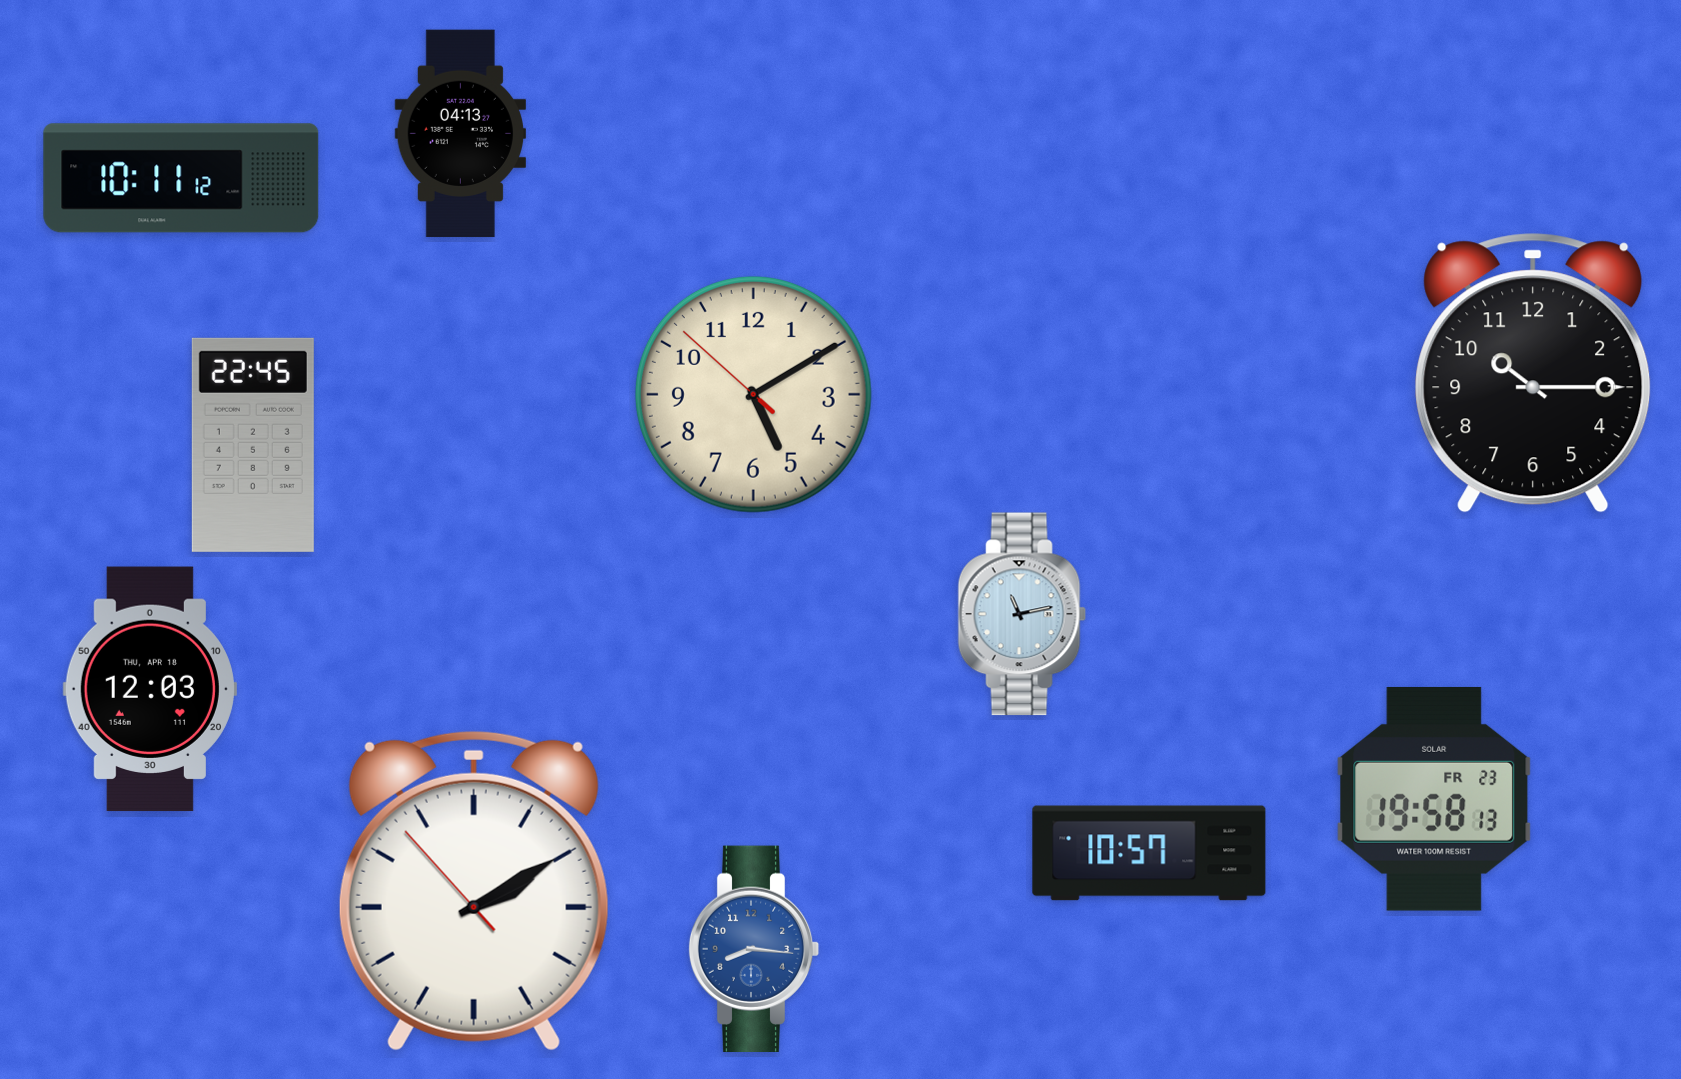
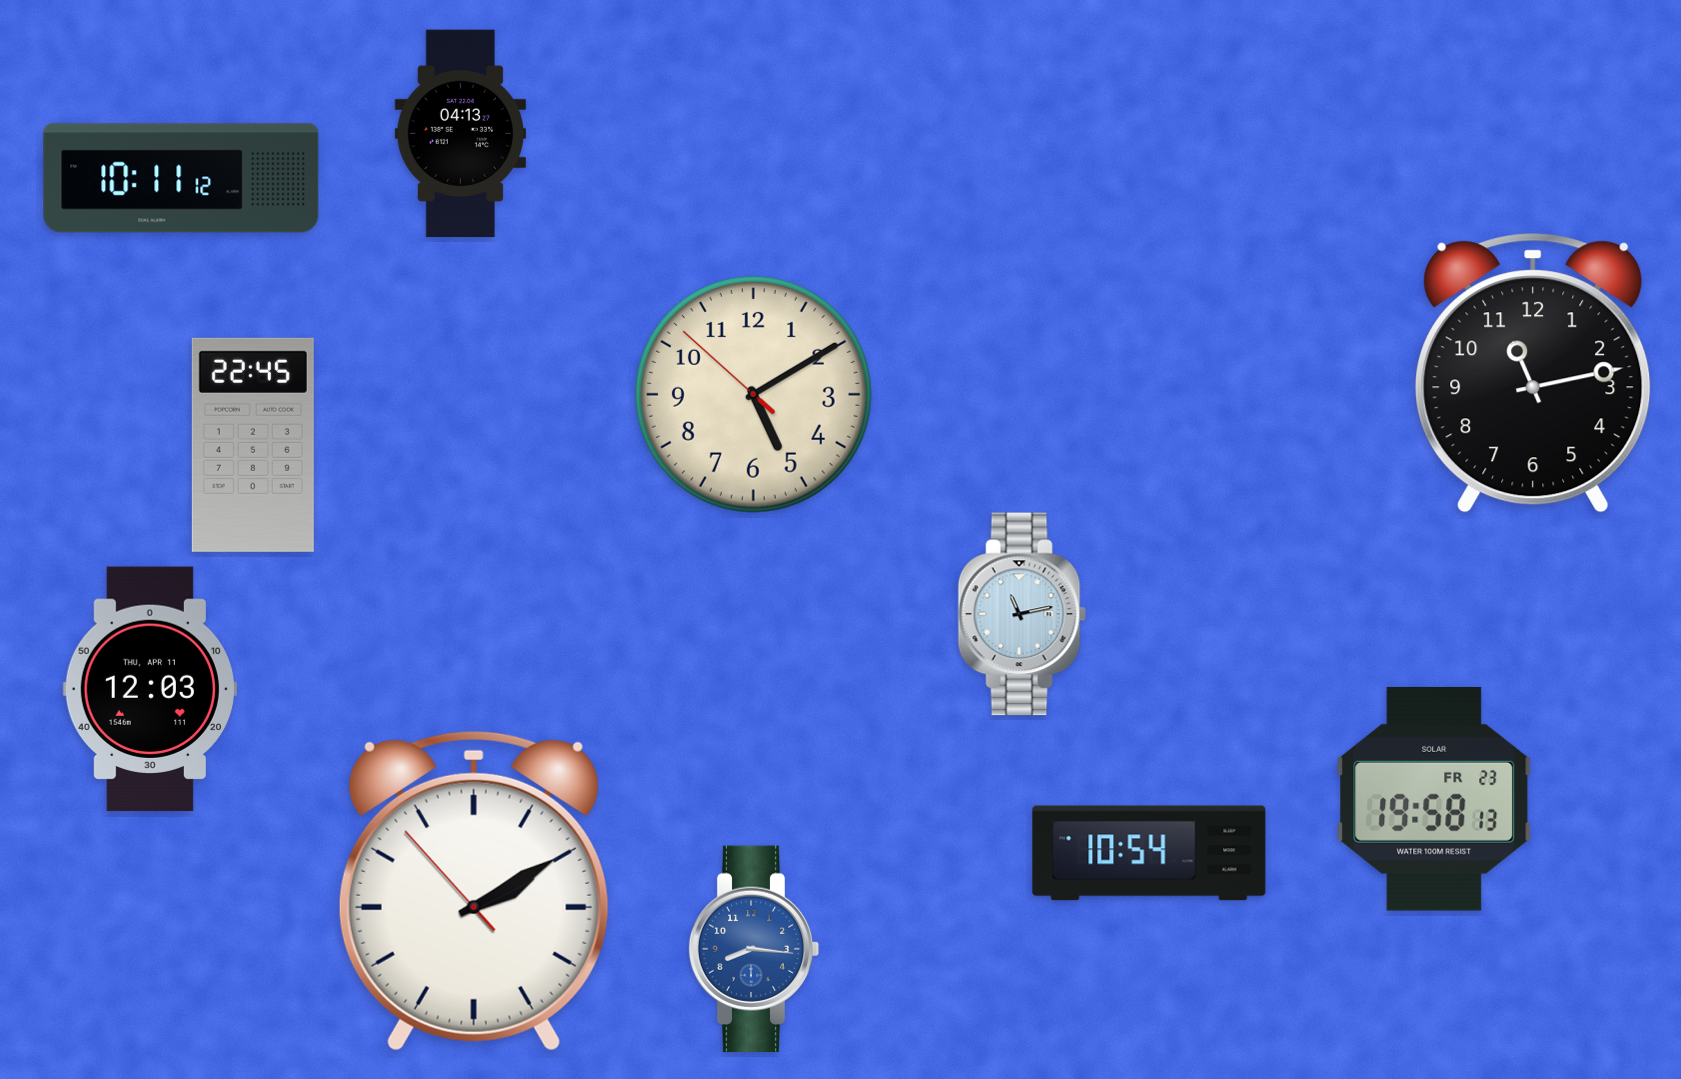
clock at (1533, 373): 10:15 -> 11:13
clock at (150, 689) date: THU, APR 18 -> THU, APR 11
clock at (1149, 853): 10:57 -> 10:54
